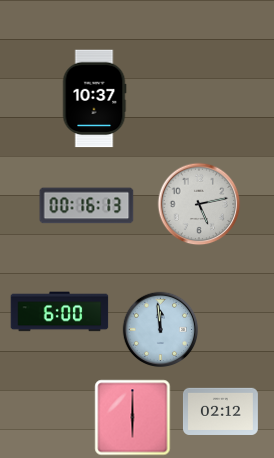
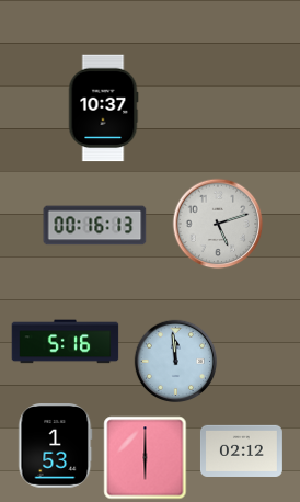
clock at (199, 204): 5:13 -> 5:12
clock at (60, 312): 6:00 -> 5:16
clock at (56, 446): none -> 1:53
